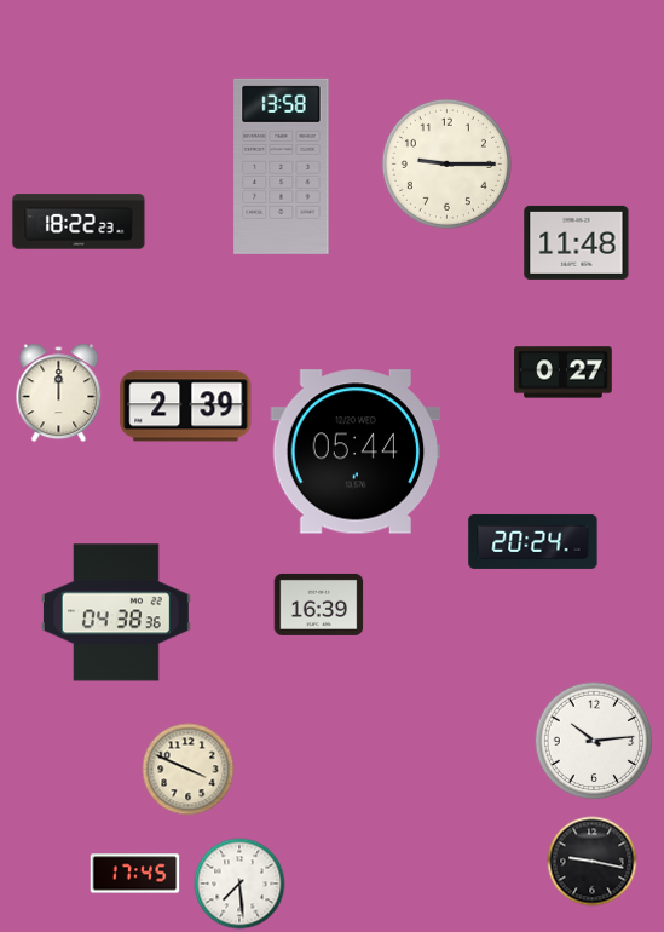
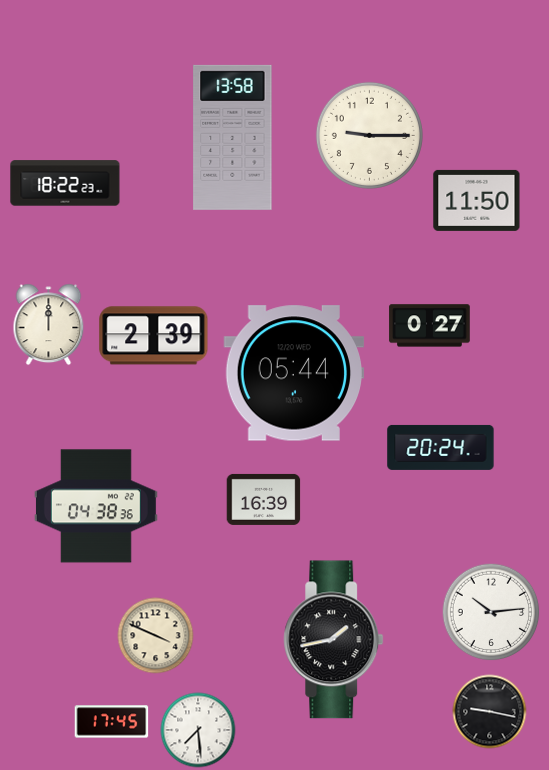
clock at (577, 242): 11:48 -> 11:50
clock at (564, 373) position: (564, 373) -> (430, 326)
clock at (334, 640): none -> 1:43
